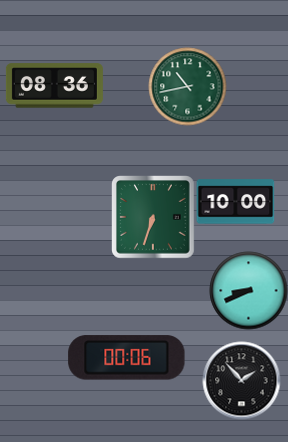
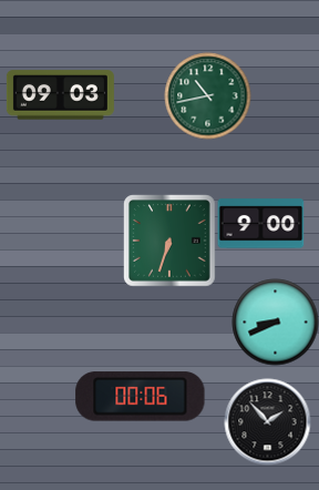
clock at (54, 86): 08:36 -> 09:03
clock at (235, 202): 10:00 -> 9:00
